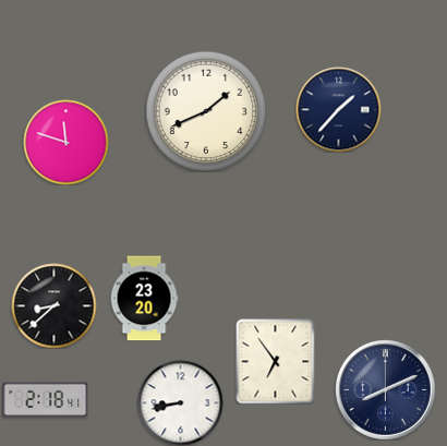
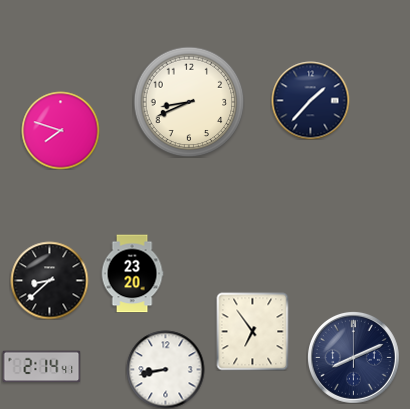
clock at (206, 111): 1:41 -> 8:41
clock at (65, 142): 11:48 -> 7:48
clock at (45, 400): 2:18 -> 2:14
